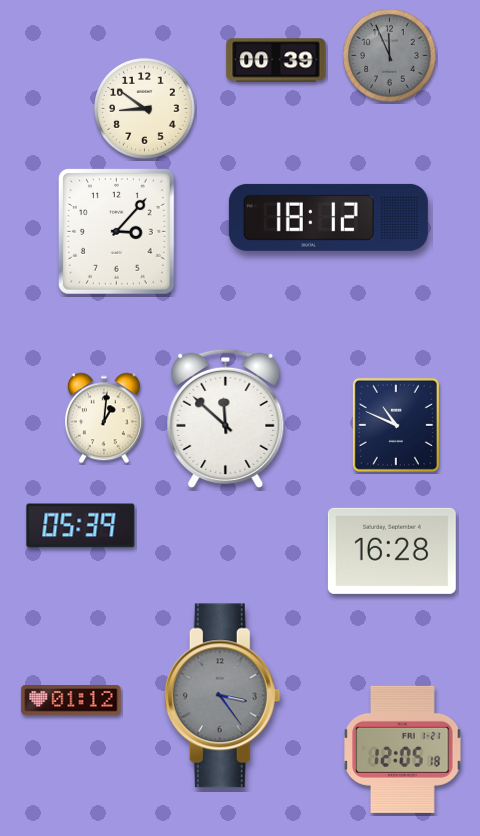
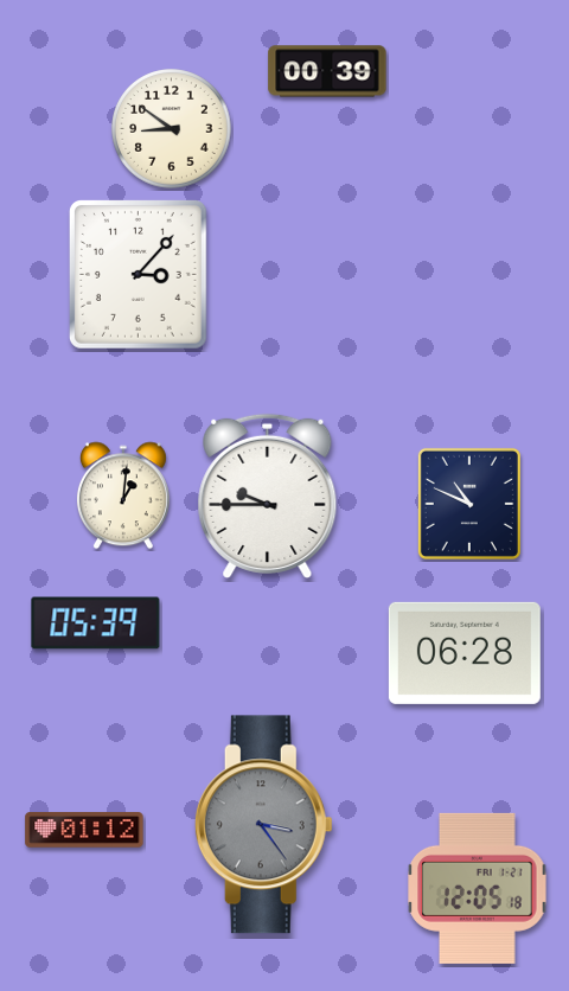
clock at (390, 56): 11:56 -> none
clock at (328, 217): 18:12 -> none
clock at (226, 418): 11:52 -> 9:45
clock at (392, 551): 16:28 -> 06:28
